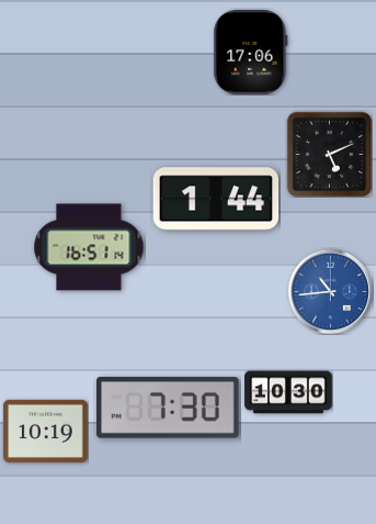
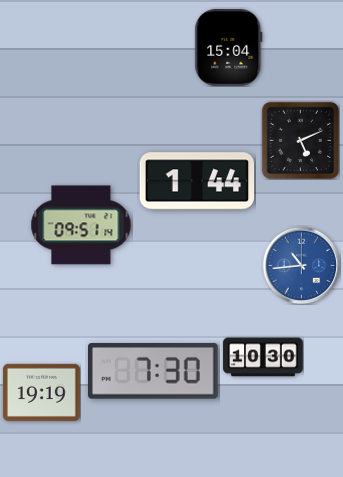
clock at (251, 52): 17:06 -> 15:04
clock at (89, 247): 16:51 -> 09:51
clock at (45, 431): 10:19 -> 19:19
